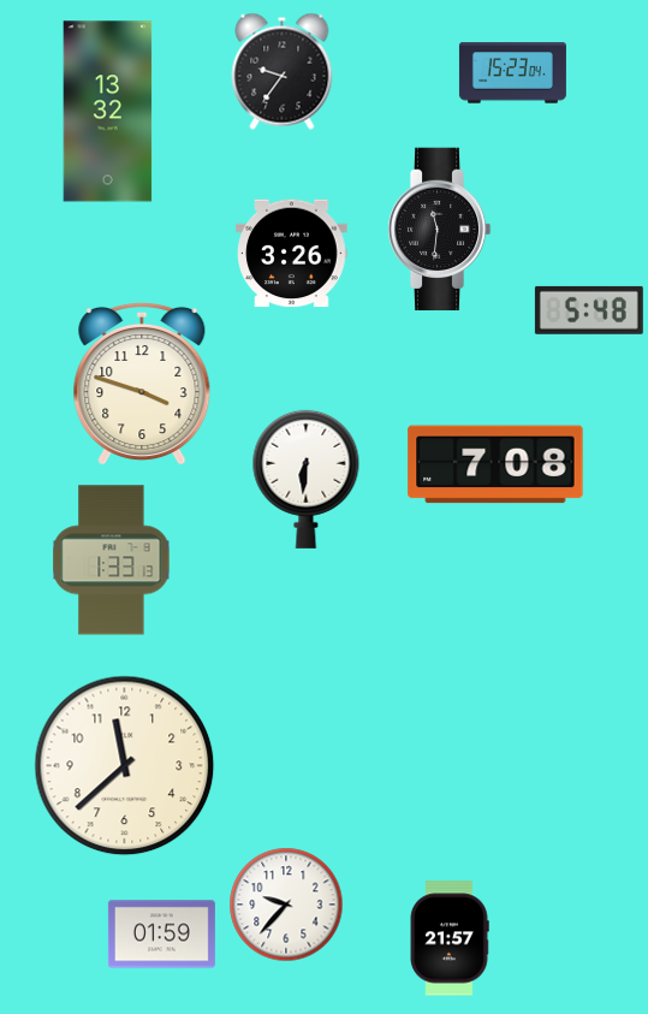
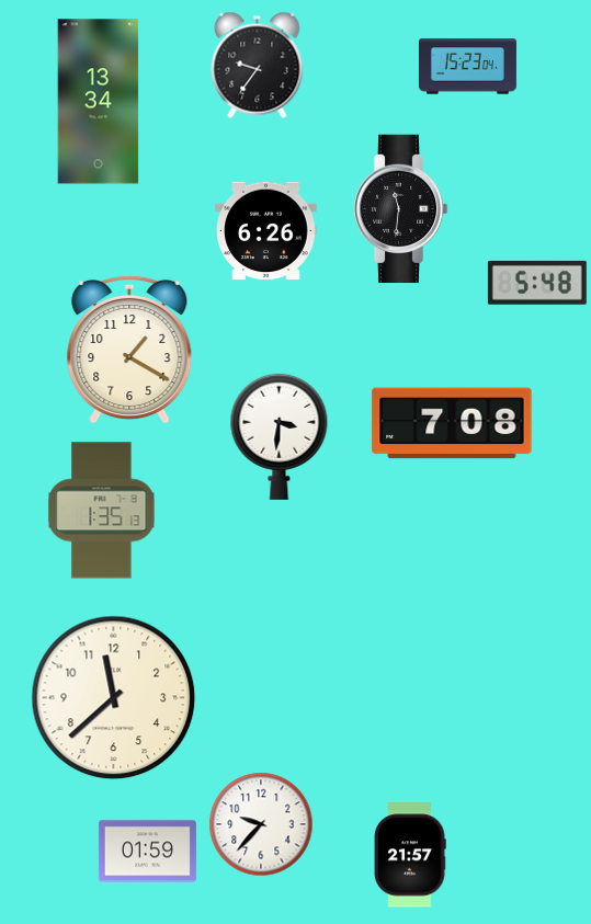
clock at (108, 112): 13:32 -> 13:34
clock at (292, 254): 3:26 -> 6:26
clock at (142, 384): 3:48 -> 1:20
clock at (307, 479): 6:31 -> 3:31
clock at (112, 561): 1:33 -> 1:35
